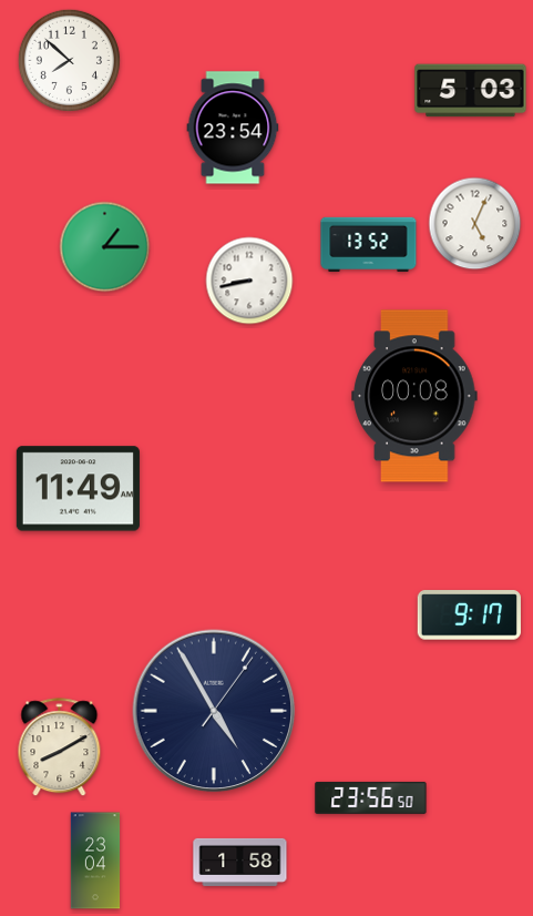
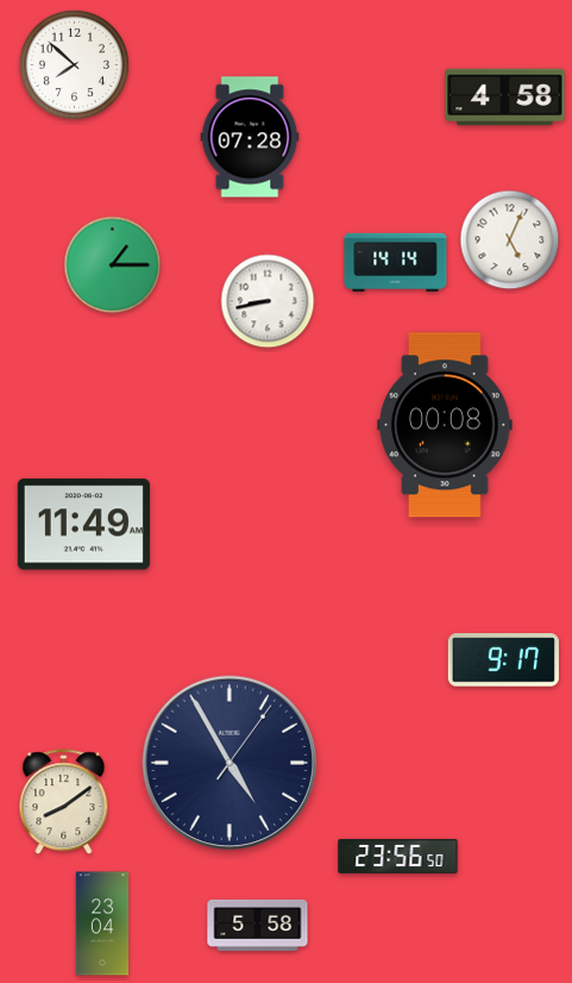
clock at (471, 91): 5:03 -> 4:58
clock at (233, 128): 23:54 -> 07:28
clock at (369, 244): 13:52 -> 14:14
clock at (60, 747): 8:10 -> 8:09
clock at (240, 862): 1:58 -> 5:58
